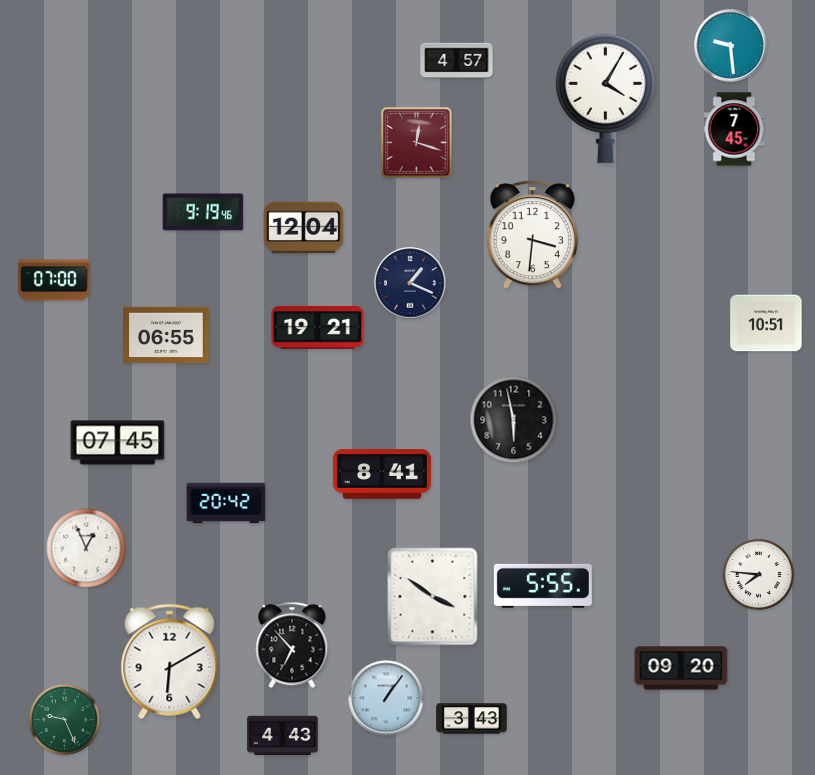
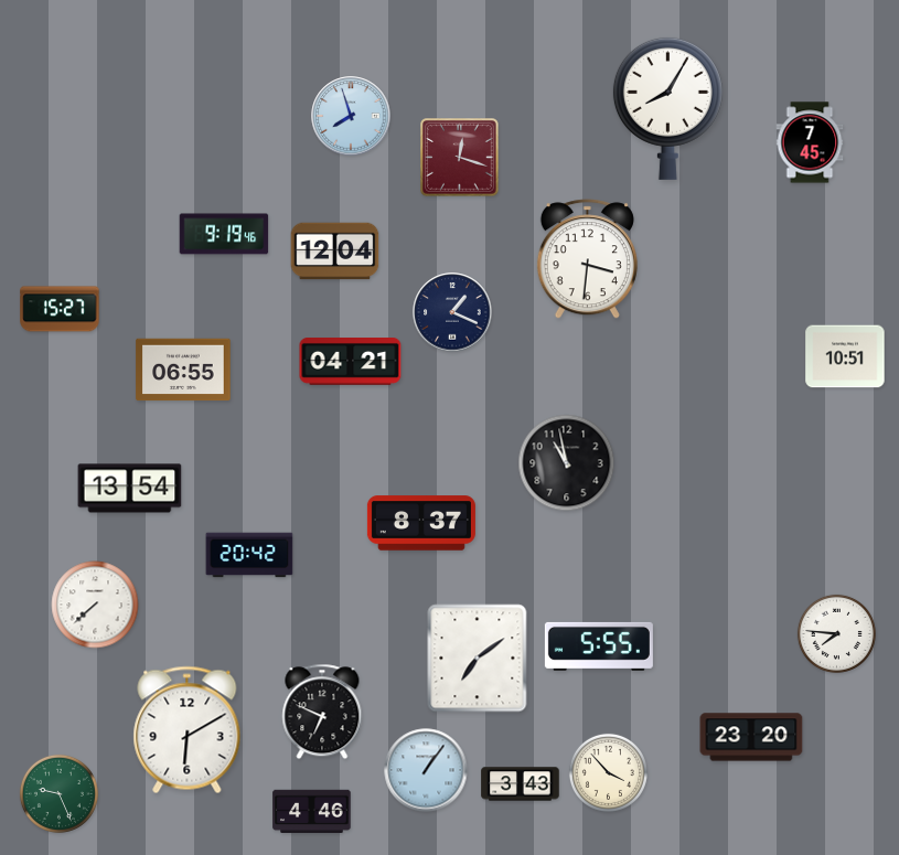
clock at (731, 46): 9:29 -> none
clock at (457, 61): 4:57 -> none
clock at (605, 98): 4:05 -> 8:05
clock at (351, 116): none -> 7:57
clock at (54, 280): 07:00 -> 15:27
clock at (318, 328): 19:21 -> 04:21
clock at (514, 420): 5:58 -> 10:58
clock at (118, 443): 07:45 -> 13:54
clock at (382, 474): 8:41 -> 8:37
clock at (86, 548): 12:56 -> 7:38
clock at (433, 597): 3:51 -> 7:09
clock at (292, 645): 6:53 -> 6:49
clock at (681, 668): 09:20 -> 23:20
clock at (608, 772): none -> 3:53
clock at (64, 719) position: (64, 719) -> (58, 793)
clock at (472, 719) position: (472, 719) -> (521, 784)
clock at (283, 735): 4:43 -> 4:46
